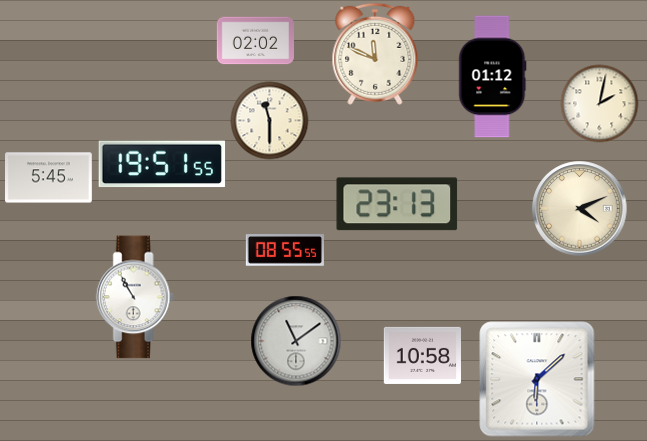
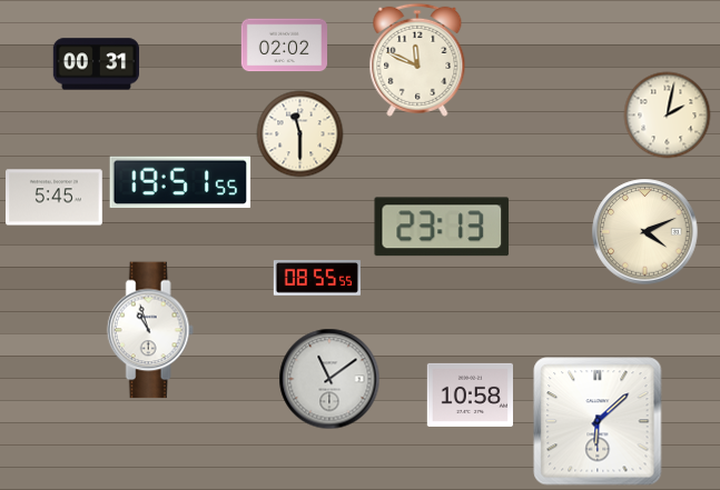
clock at (96, 64): none -> 00:31
clock at (493, 77): 01:12 -> none
clock at (135, 297): 10:55 -> 10:57
